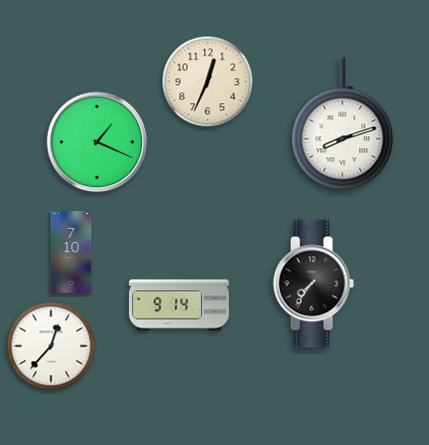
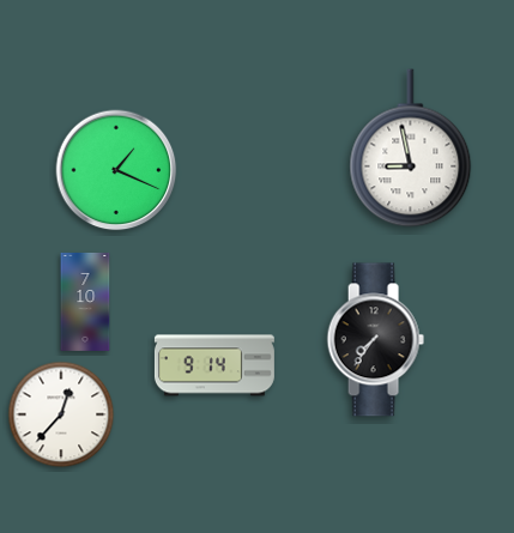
clock at (208, 82): 12:34 -> none
clock at (343, 124): 8:12 -> 8:58
